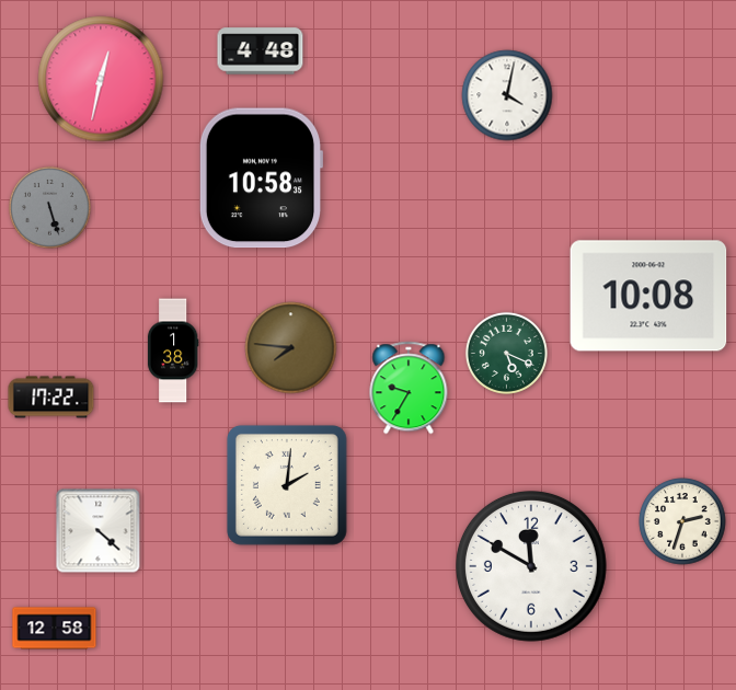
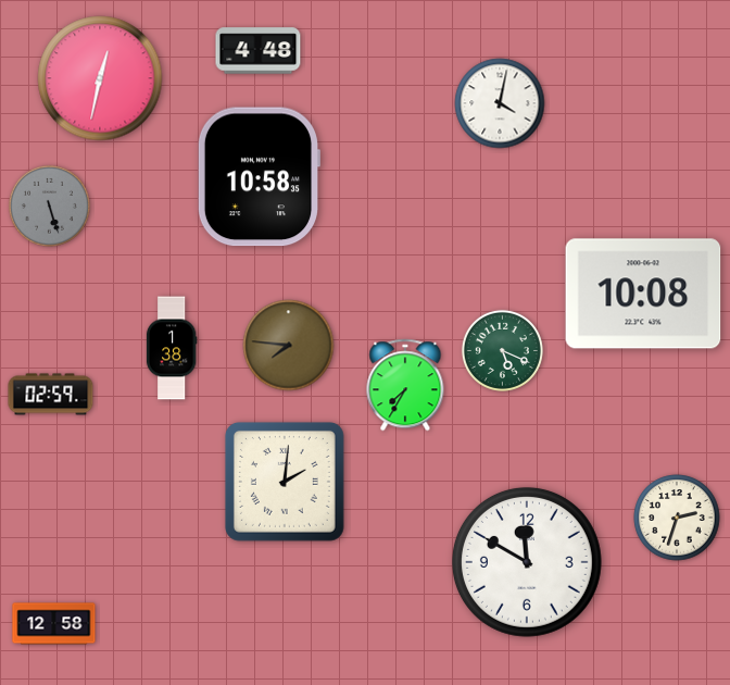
clock at (507, 95) position: (507, 95) -> (500, 103)
clock at (409, 388): 9:35 -> 7:35
clock at (51, 398): 17:22 -> 02:59
clock at (99, 531): 4:22 -> none
